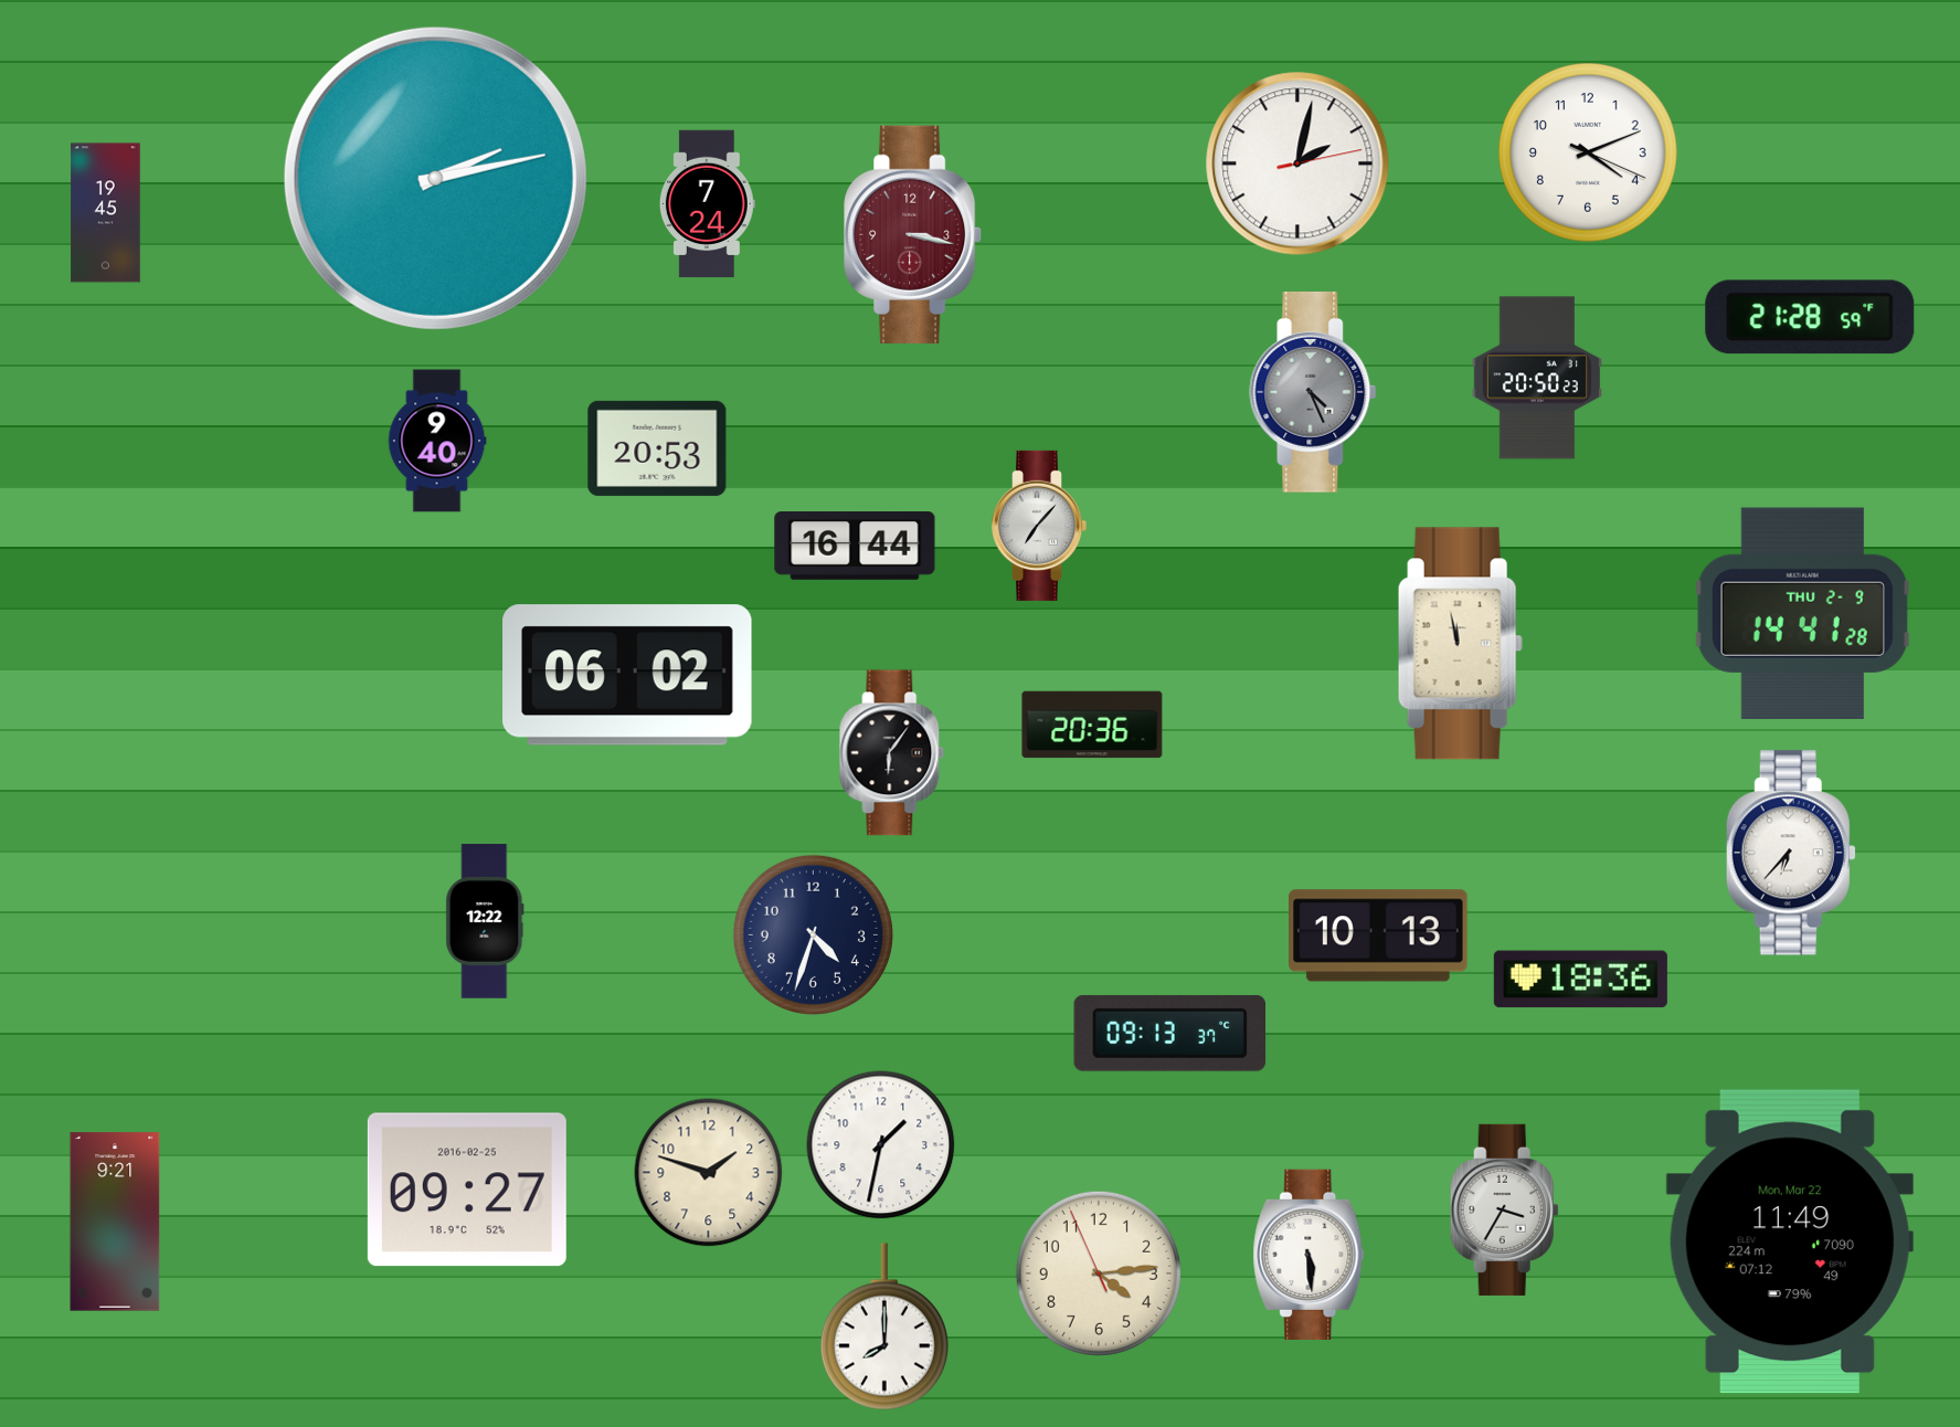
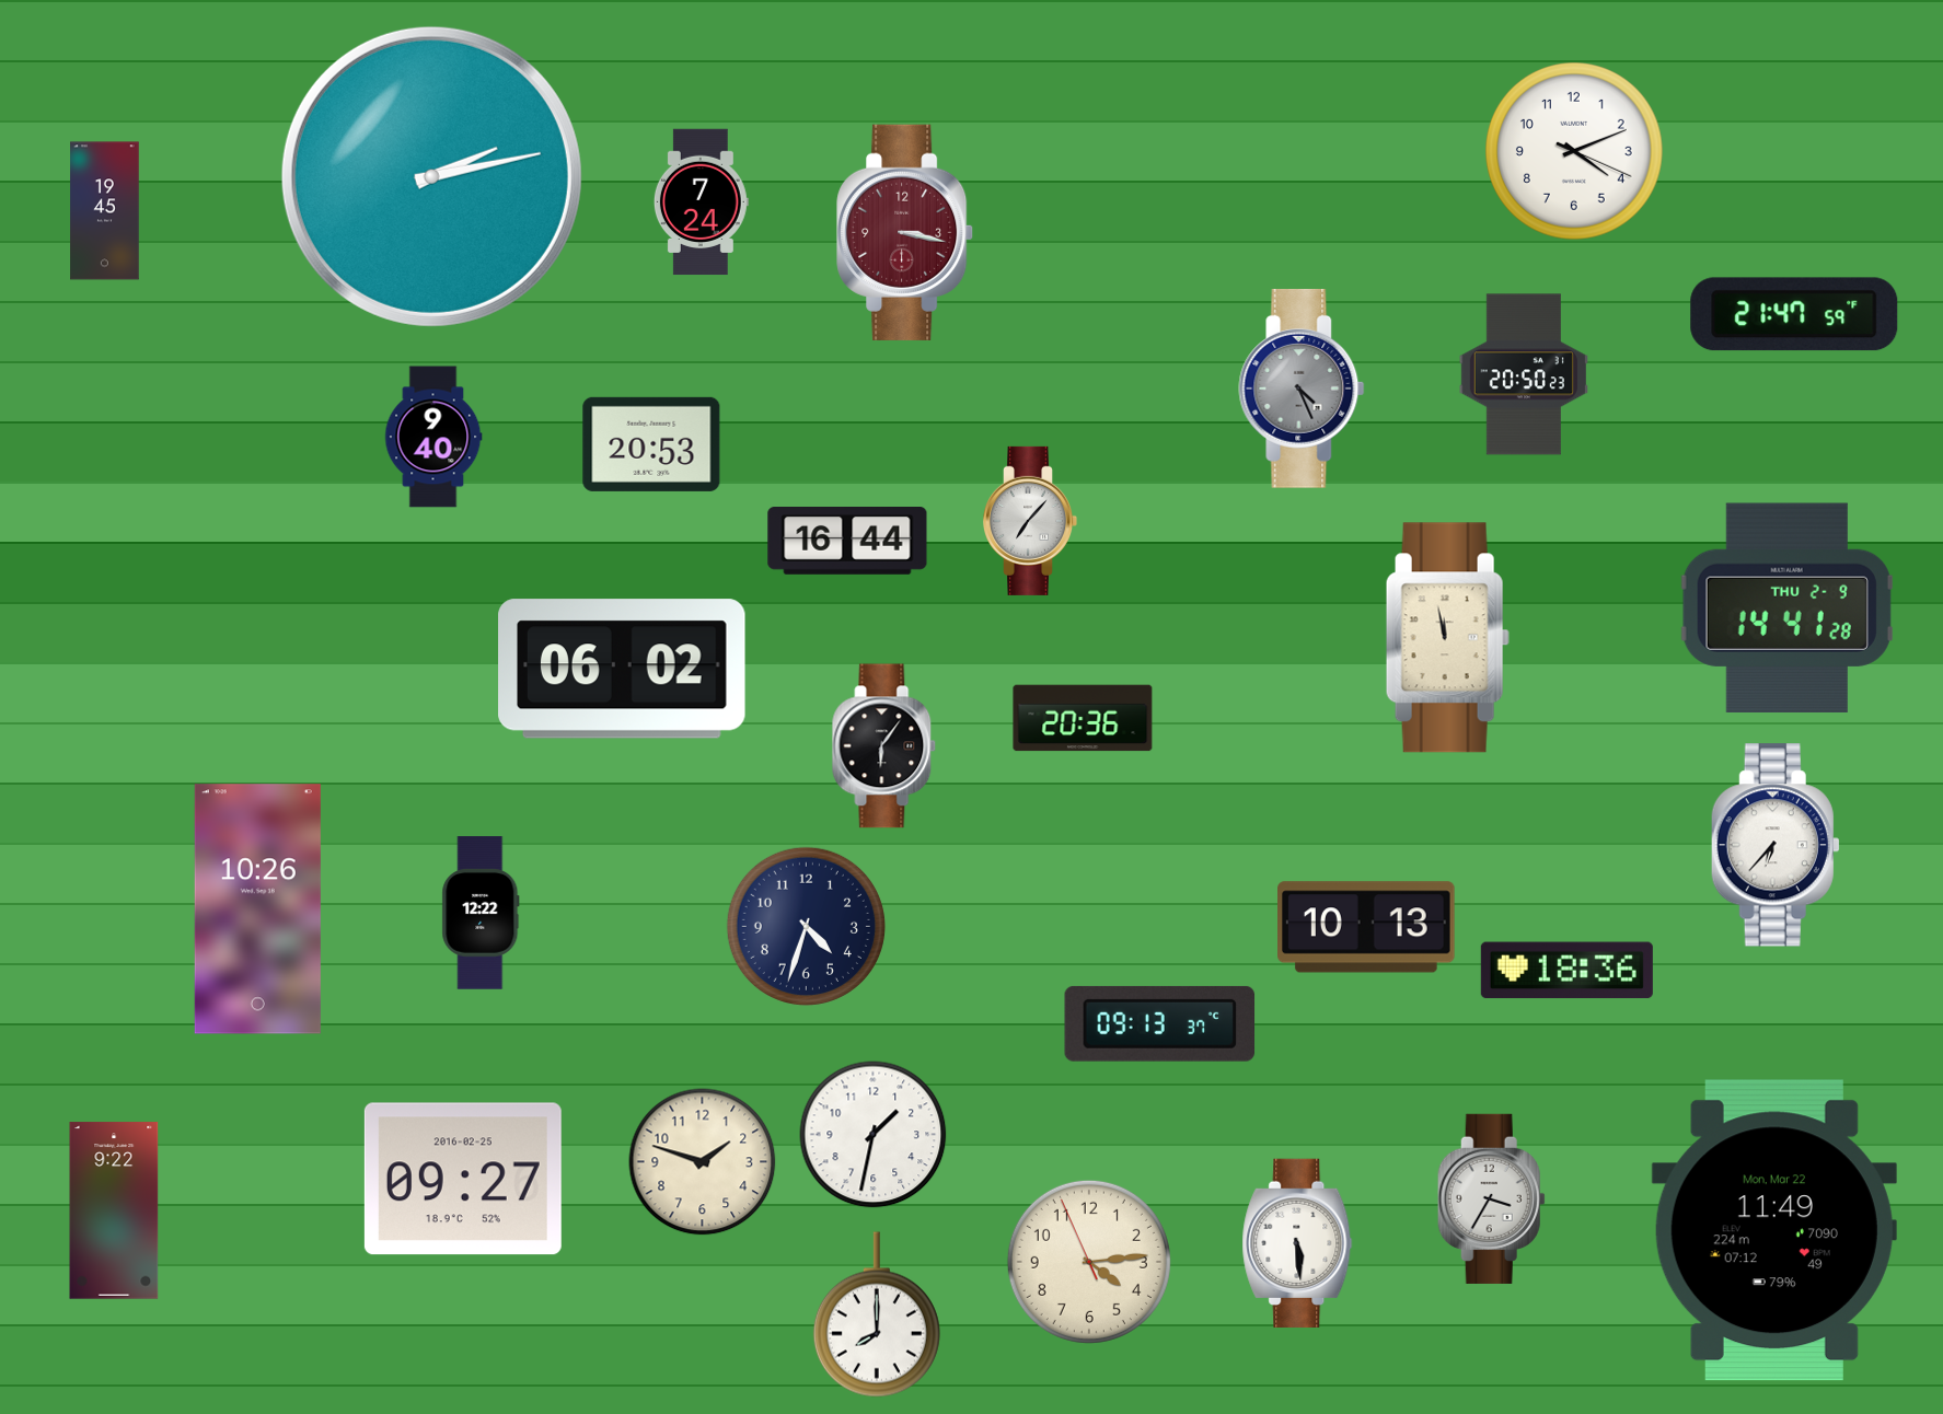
clock at (1297, 163): 2:02 -> none
clock at (1810, 317): 21:28 -> 21:47
clock at (257, 909): none -> 10:26
clock at (115, 1222): 9:21 -> 9:22
